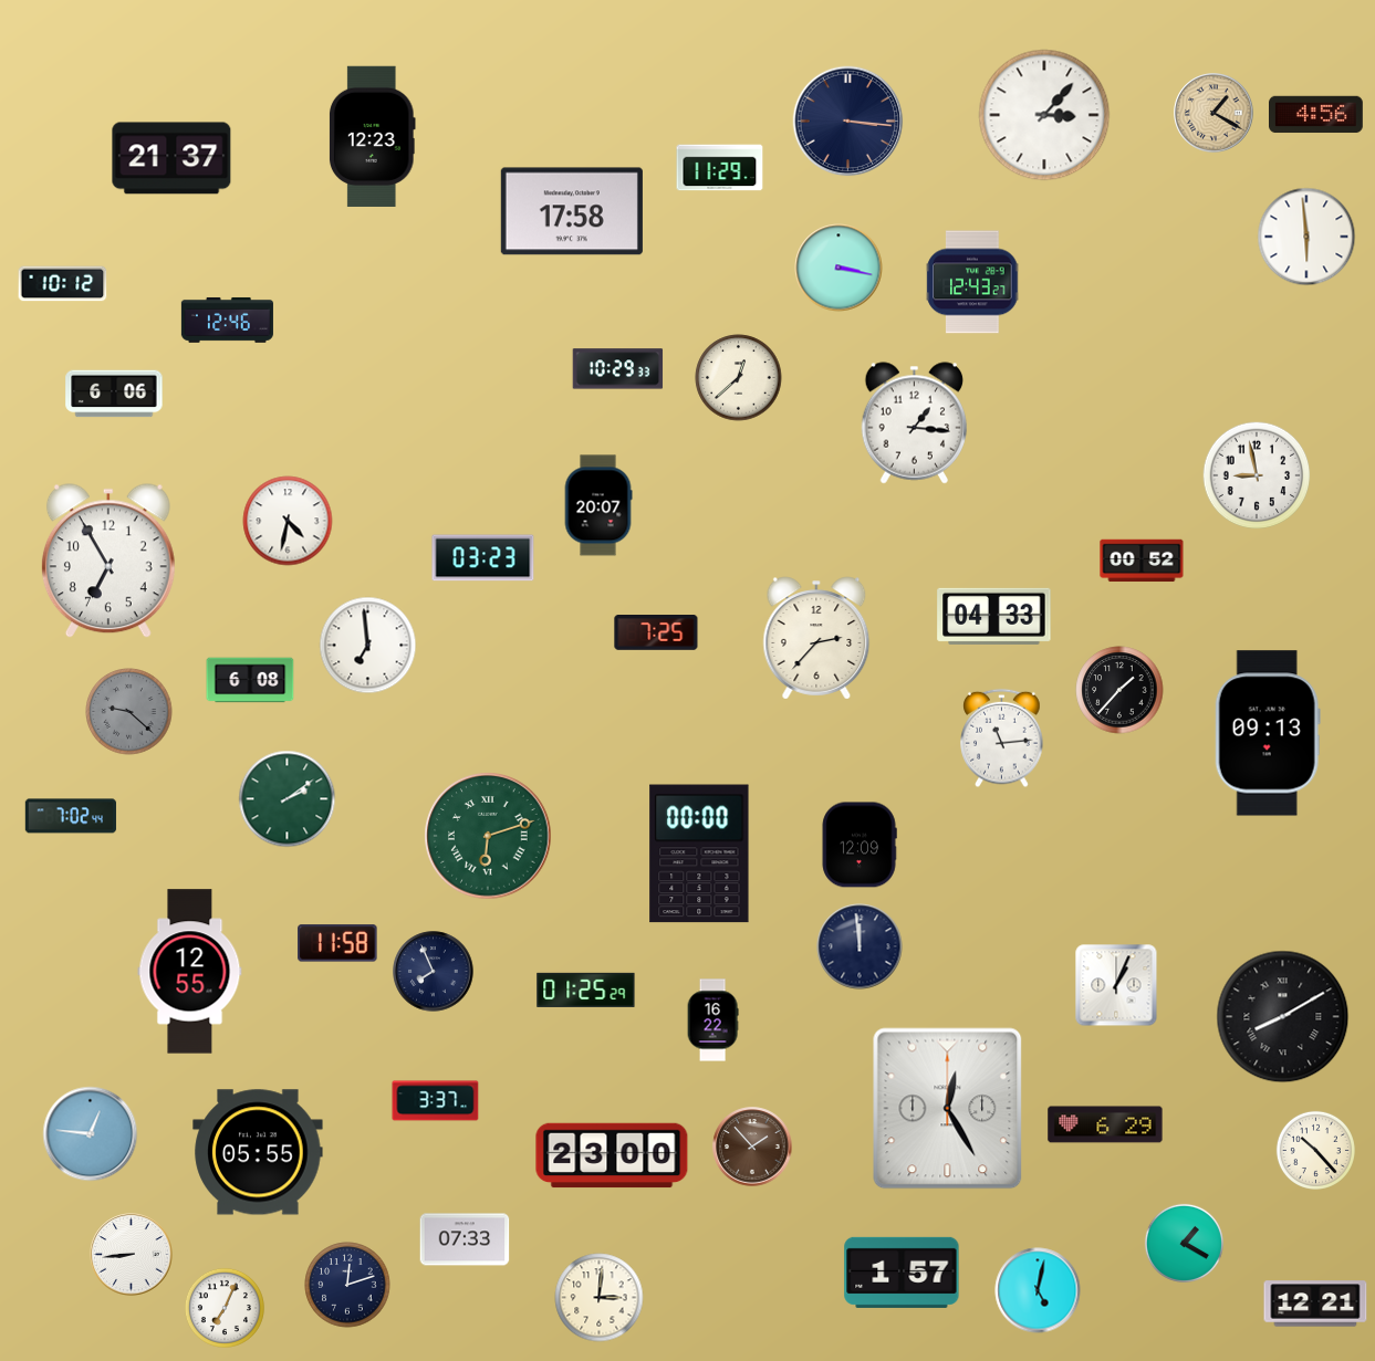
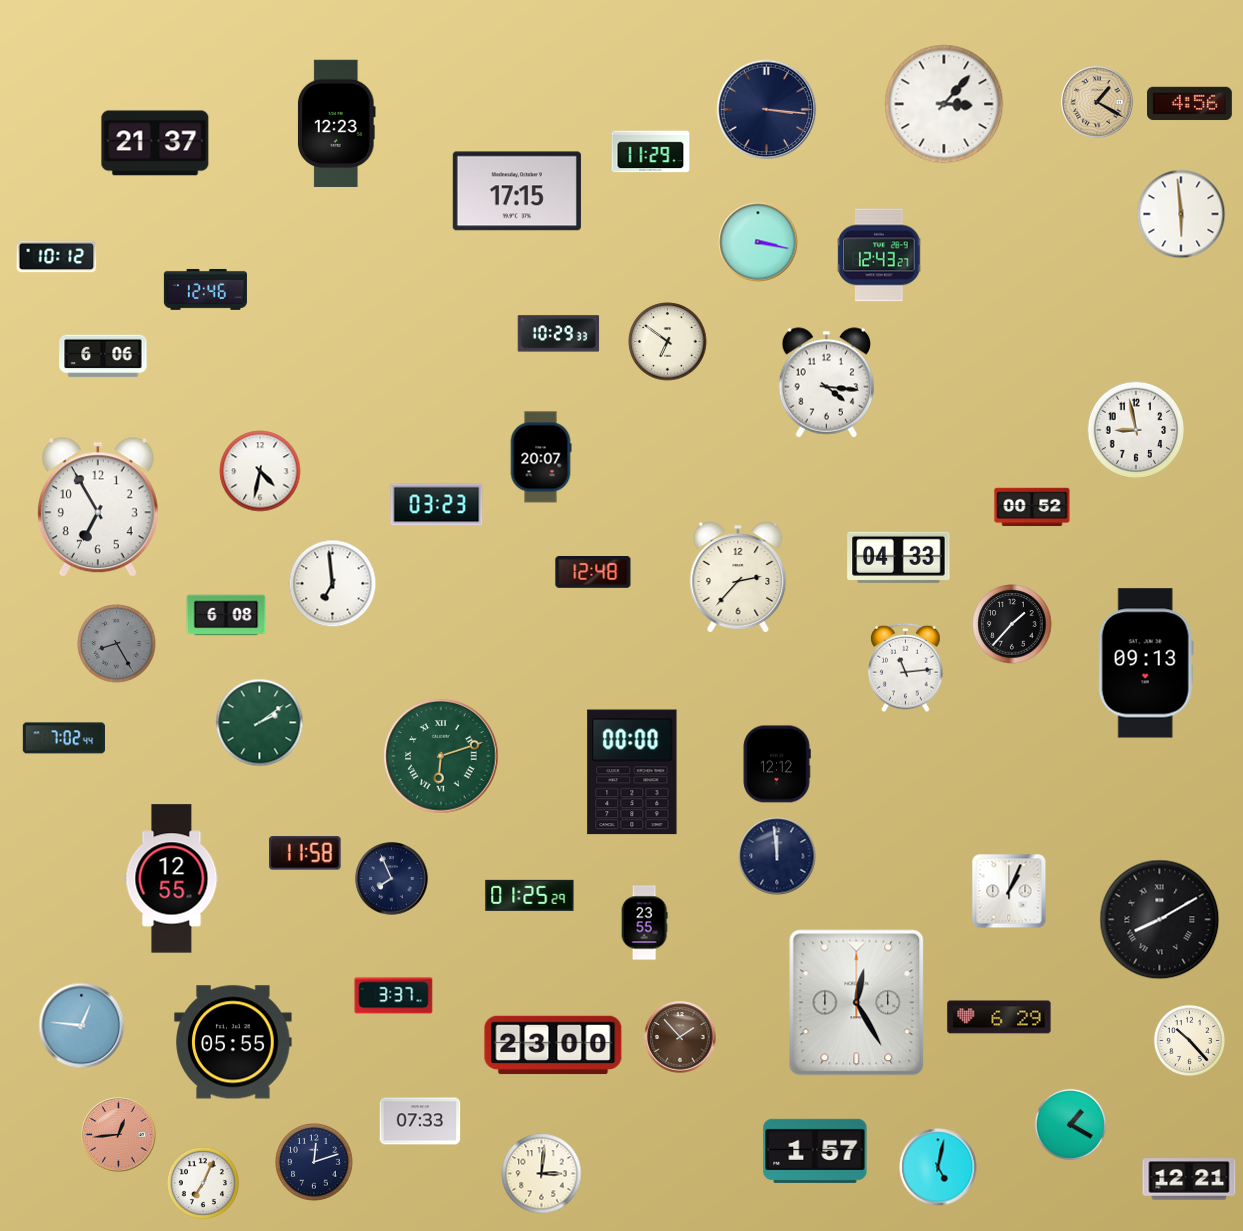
clock at (572, 211): 17:58 -> 17:15
clock at (739, 378): 12:38 -> 6:51
clock at (915, 423): 1:16 -> 4:16
clock at (656, 632): 7:25 -> 12:48
clock at (129, 712): 9:22 -> 8:25
clock at (860, 845): 12:09 -> 12:12
clock at (712, 1020): 16:22 -> 23:55
clock at (132, 1255): 8:44 -> 12:44
clock at (132, 1255) dial: white -> salmon
